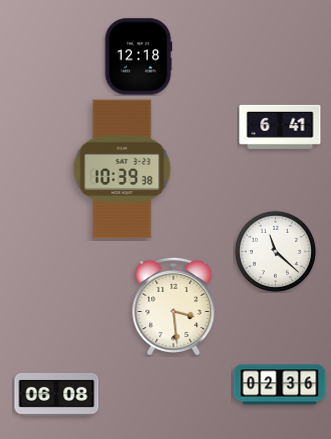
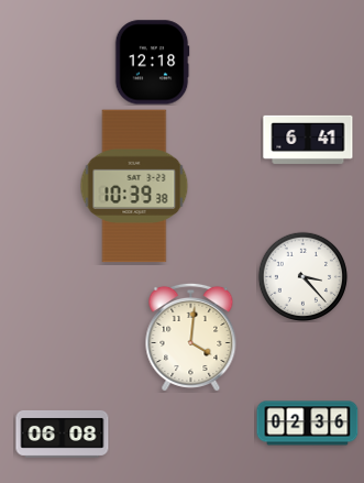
clock at (275, 251): 11:22 -> 3:23
clock at (174, 306): 3:29 -> 4:01
